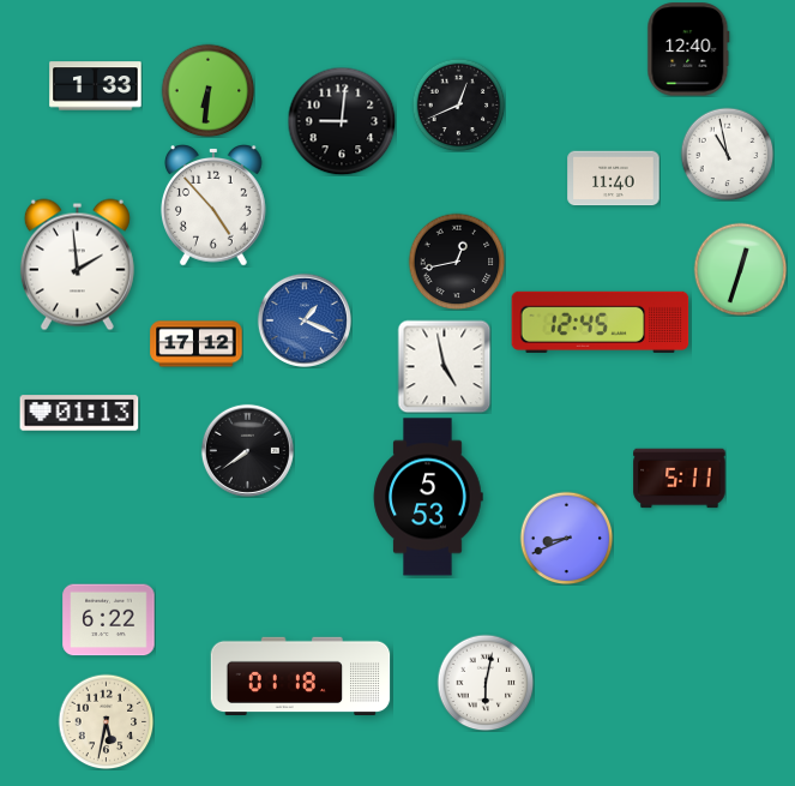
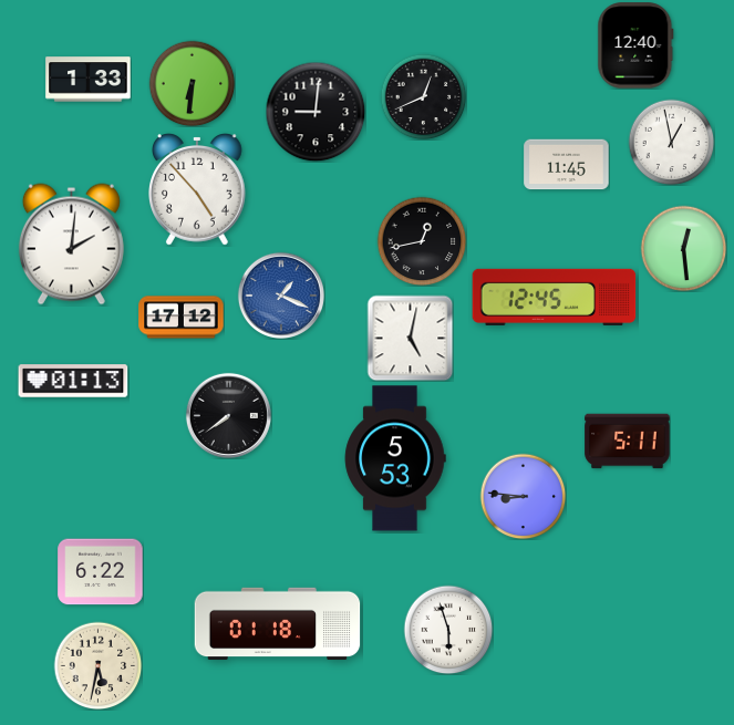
clock at (727, 154): 10:58 -> 12:58
clock at (614, 179): 11:40 -> 11:45
clock at (77, 265): 1:59 -> 2:01
clock at (740, 269): 12:33 -> 12:29
clock at (444, 366): 4:58 -> 5:02
clock at (566, 538): 8:41 -> 8:46
clock at (486, 683): 6:02 -> 5:57
